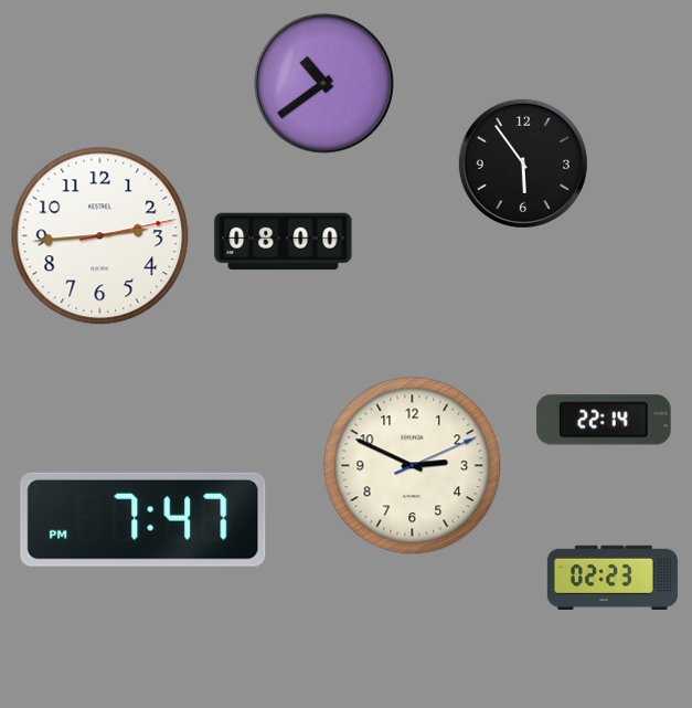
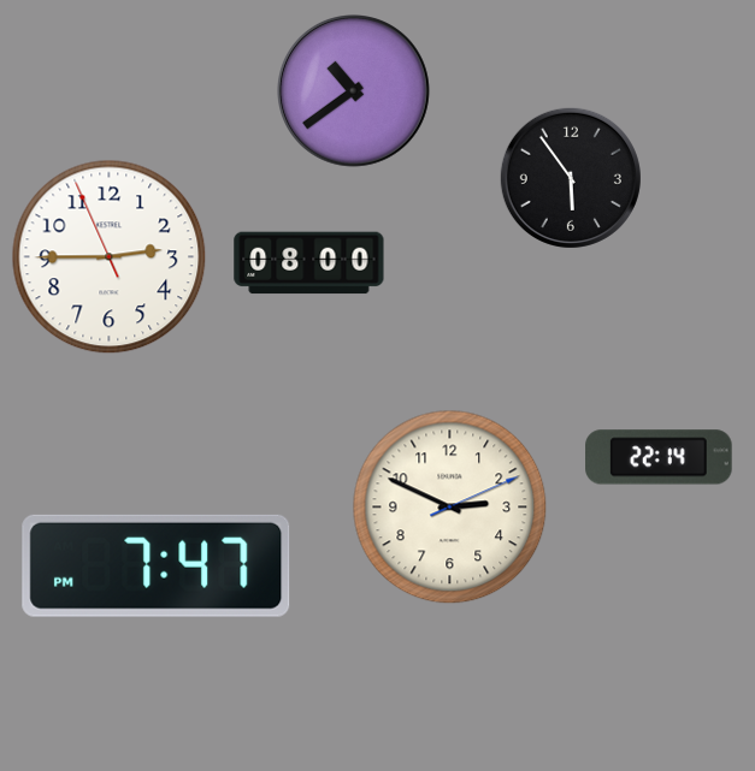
clock at (100, 236): 2:44:13 -> 2:44:56
clock at (613, 578): 02:23 -> none
